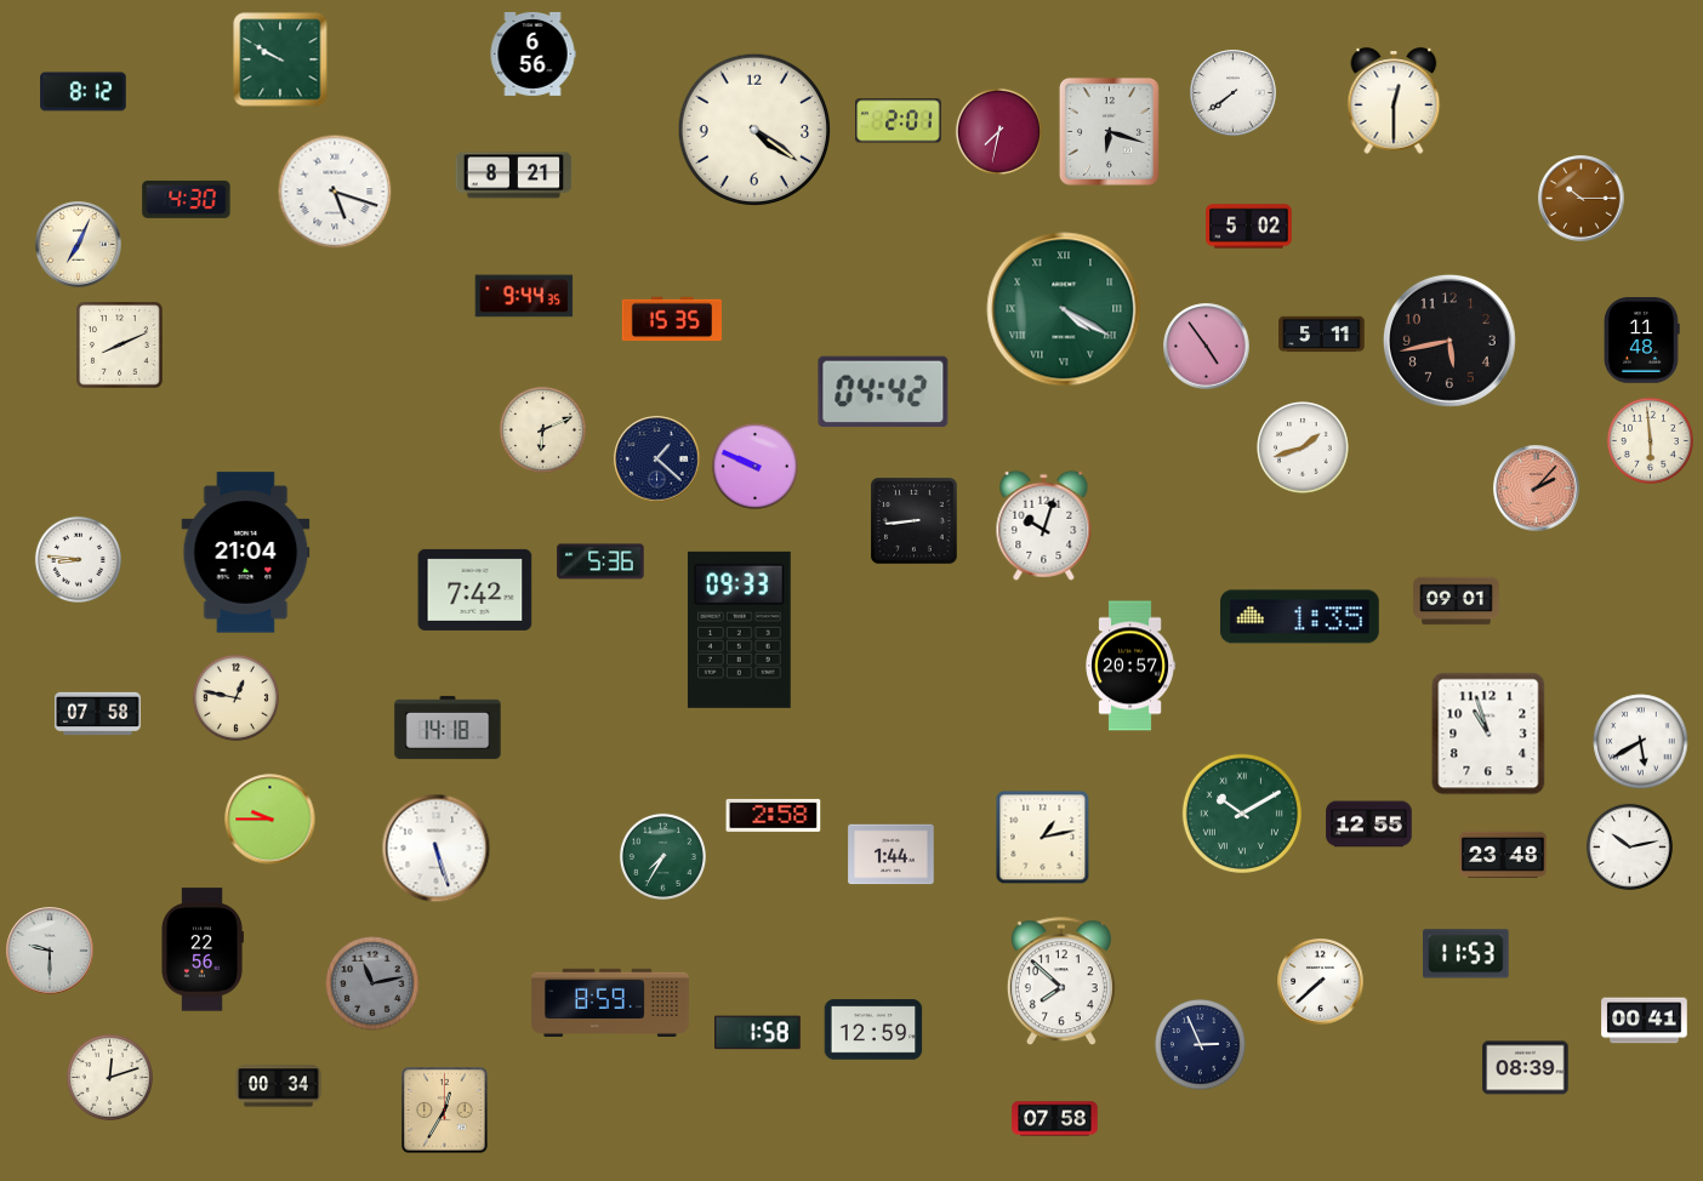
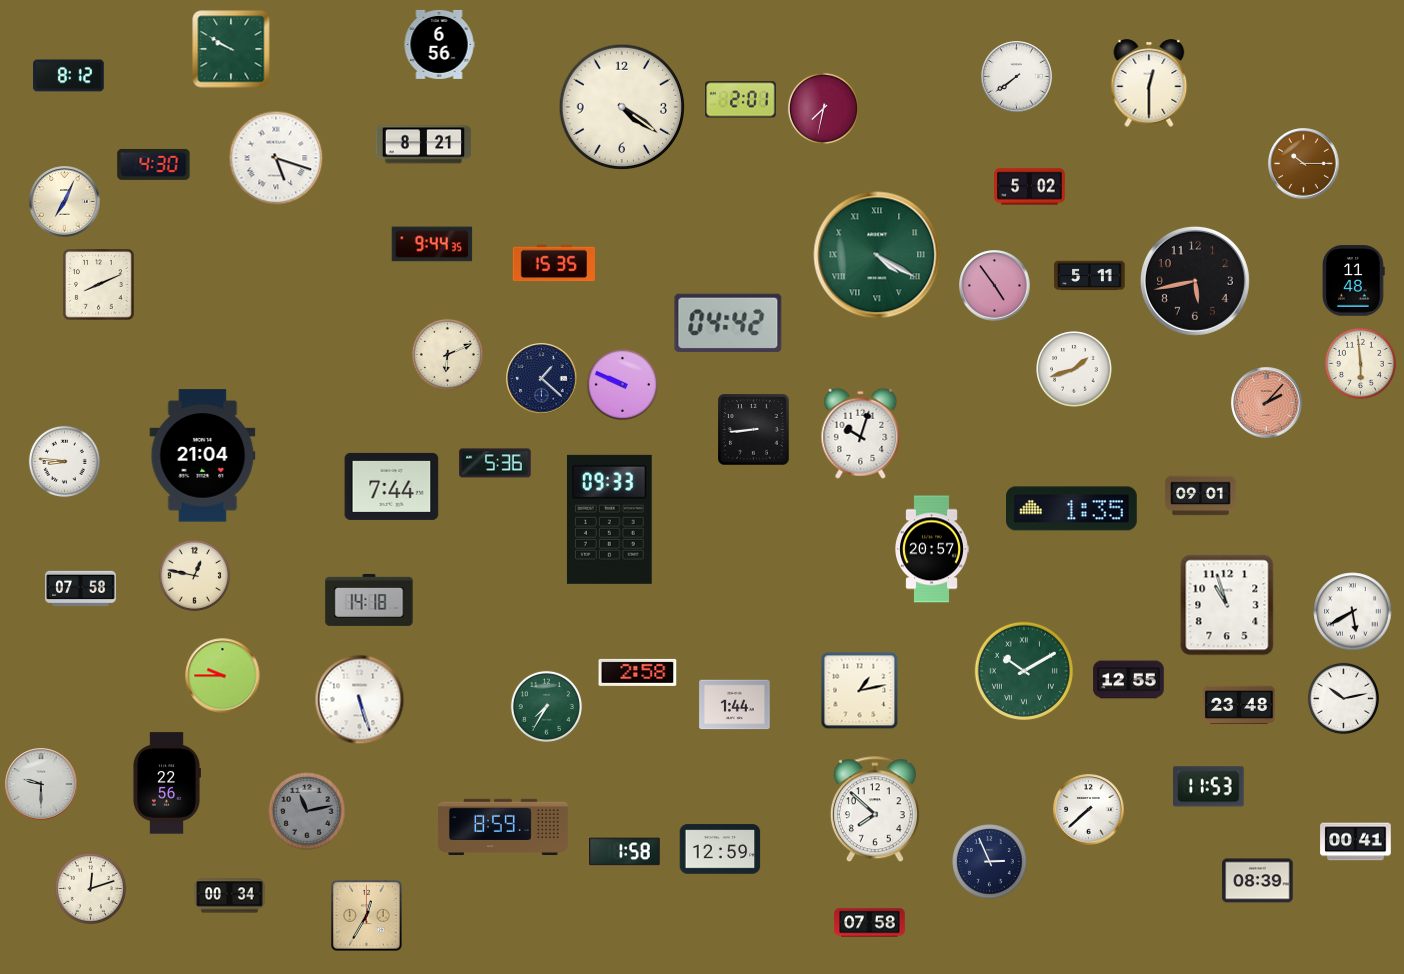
clock at (1109, 131): 6:18 -> none
clock at (475, 589): 7:42 -> 7:44
